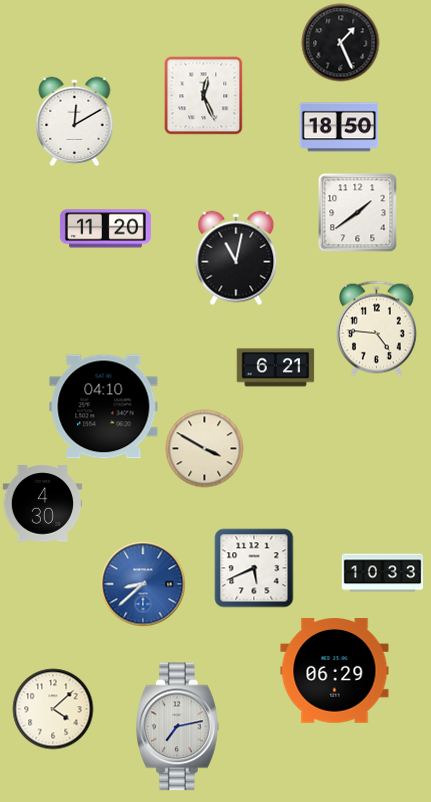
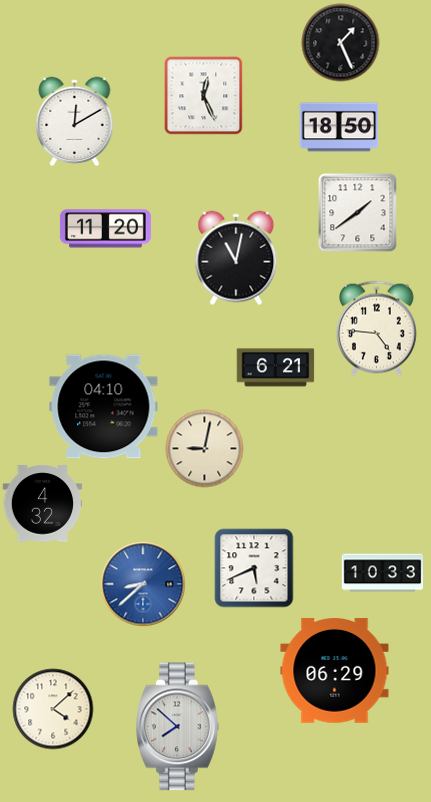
clock at (204, 448): 3:50 -> 9:02
clock at (42, 504): 4:30 -> 4:32
clock at (178, 727): 7:13 -> 7:52
